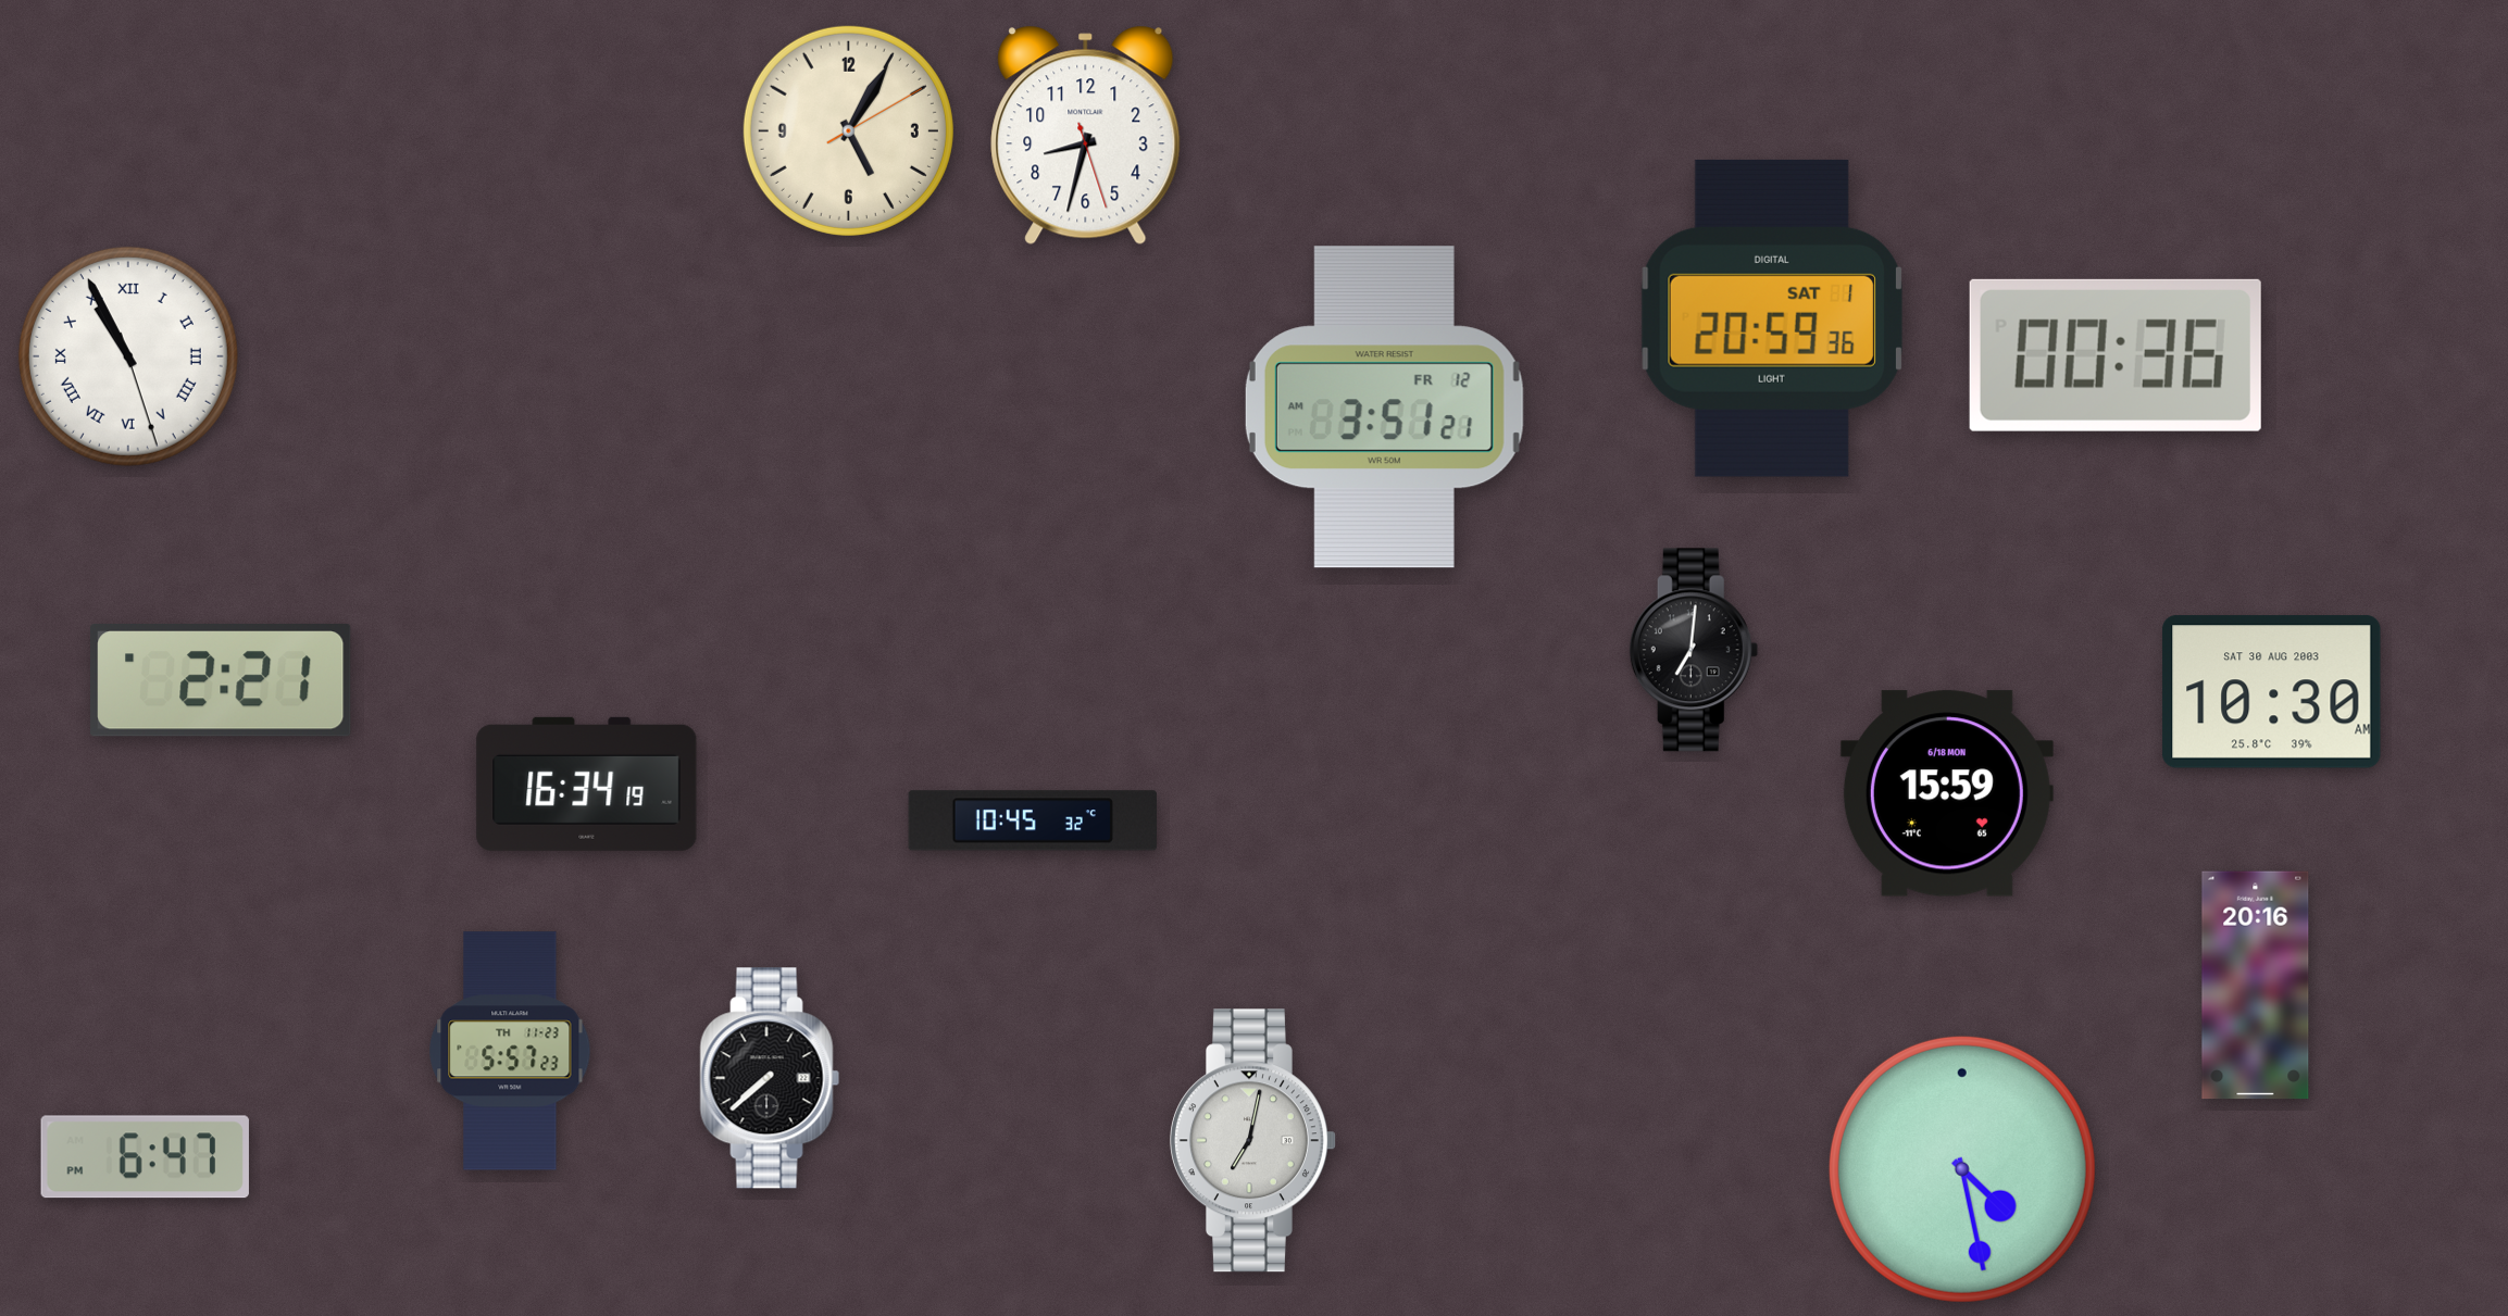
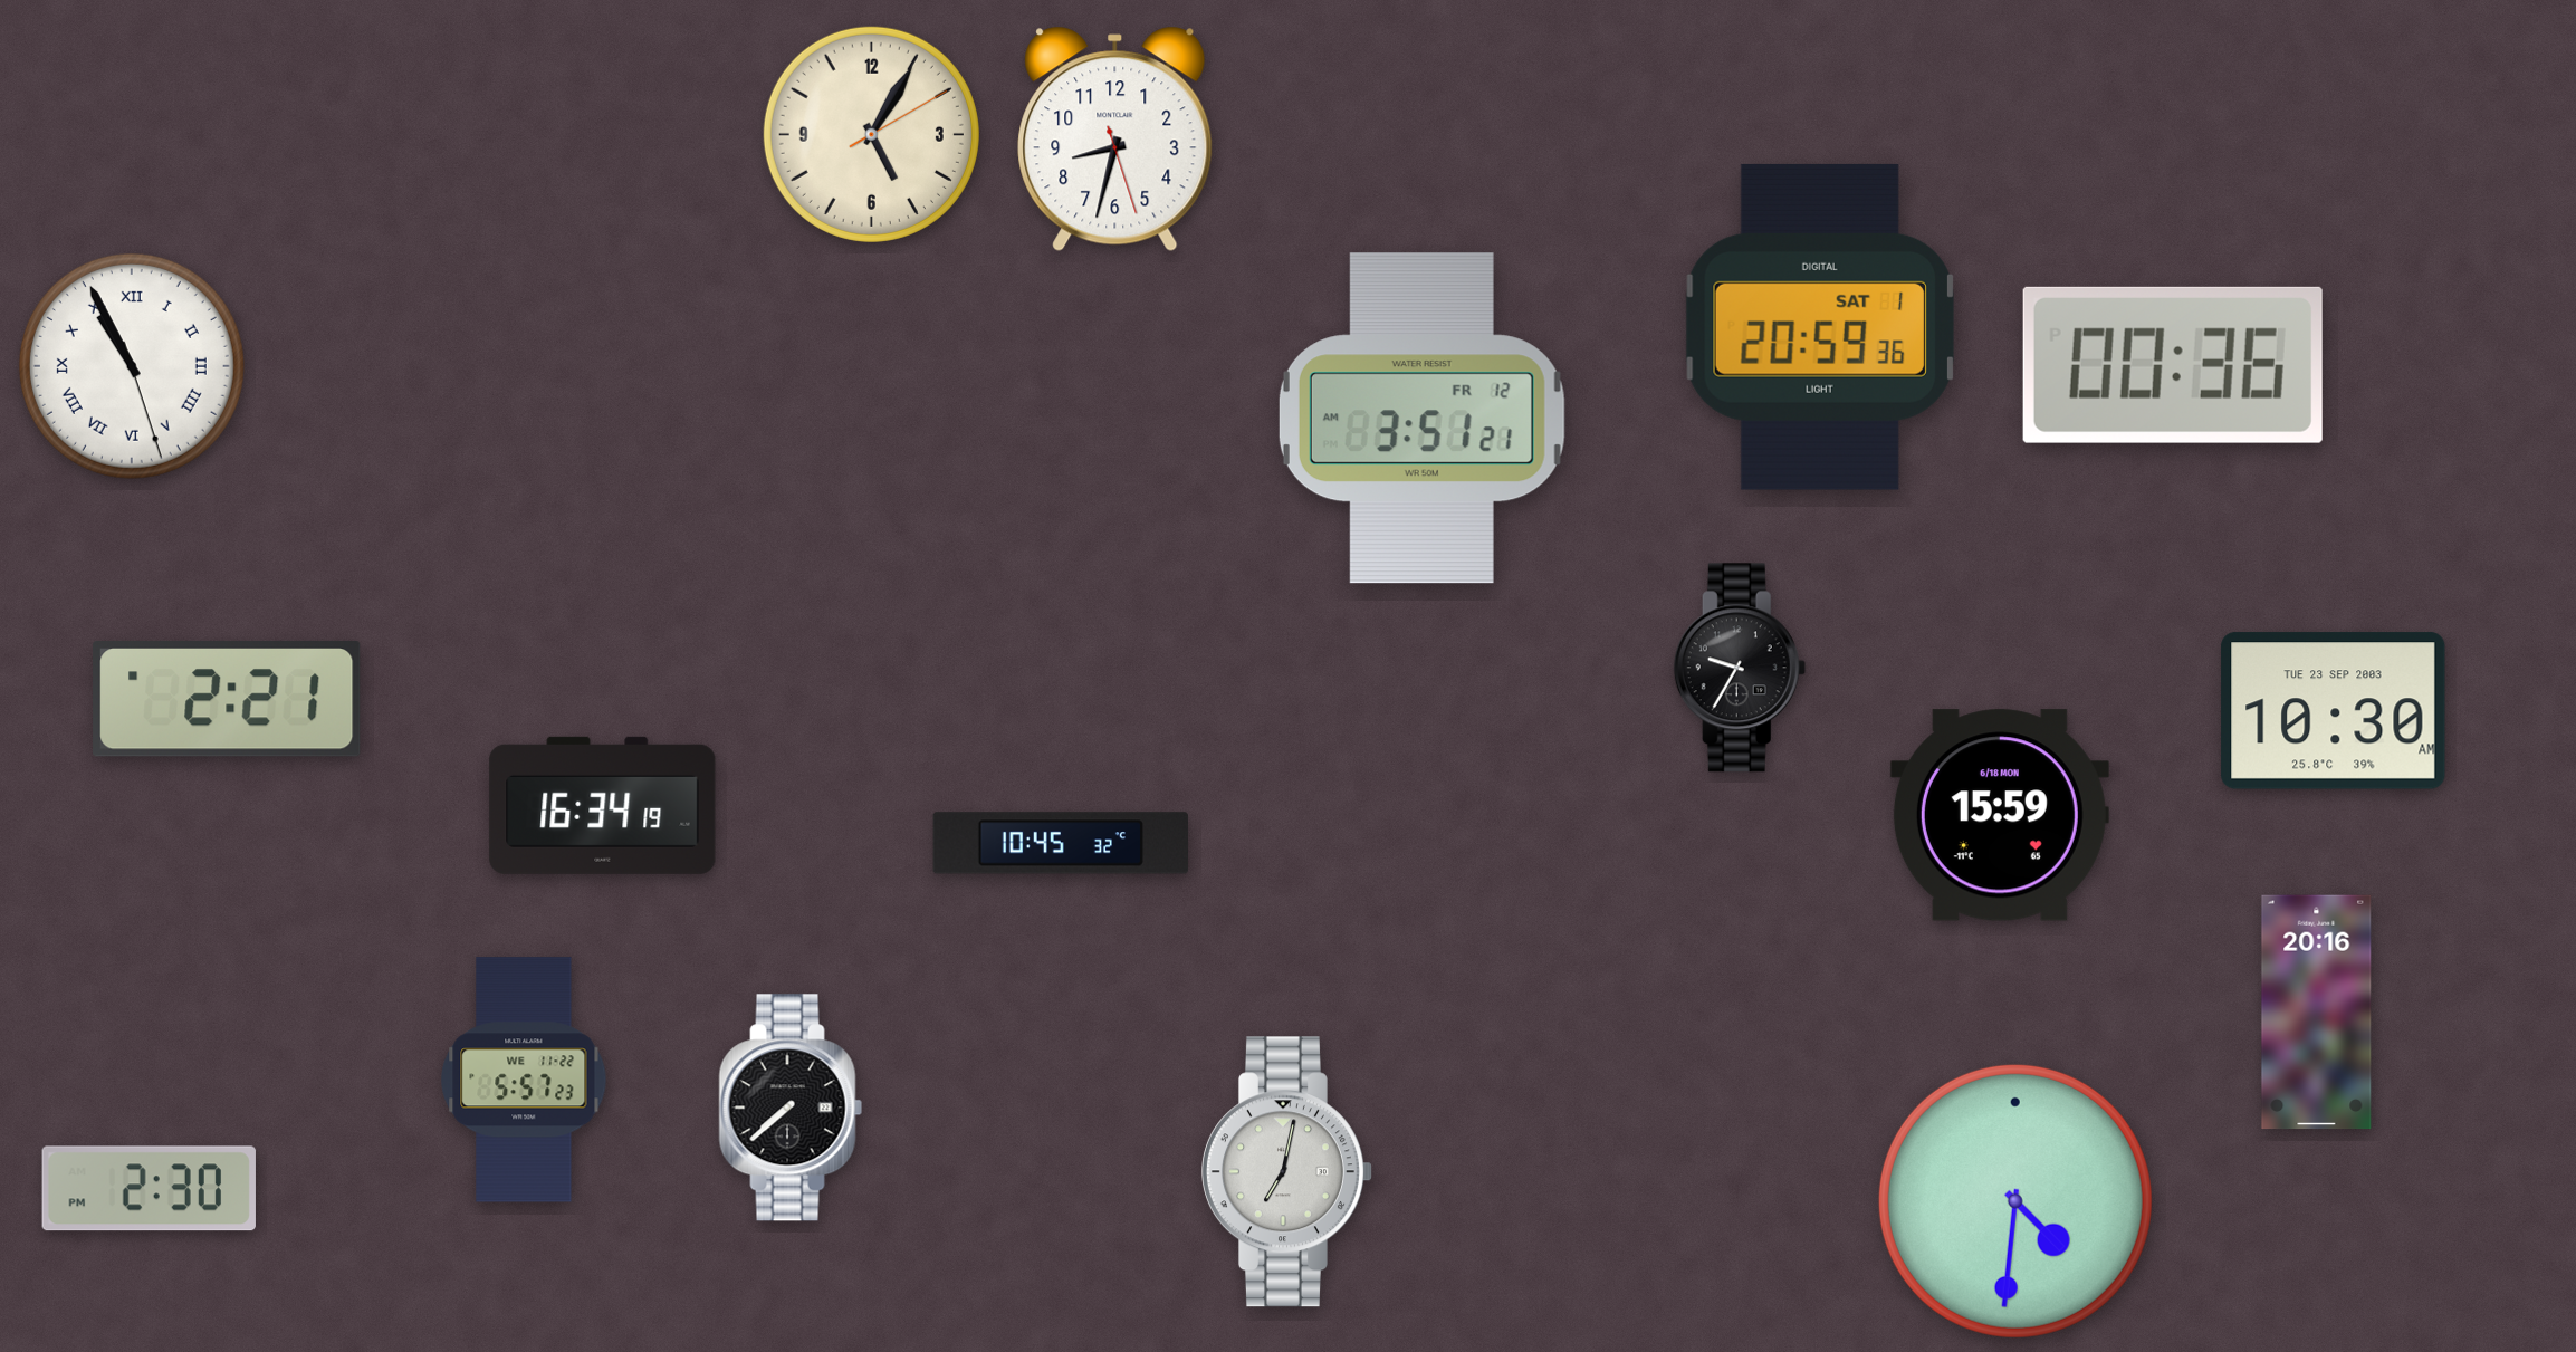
clock at (1694, 650): 7:01 -> 9:35
clock at (2272, 692) date: SAT 30 AUG 2003 -> TUE 23 SEP 2003
clock at (510, 1051) date: TH 11-23 -> WE 11-22
clock at (145, 1157): 6:47 -> 2:30
clock at (1962, 1169): 4:28 -> 4:31
